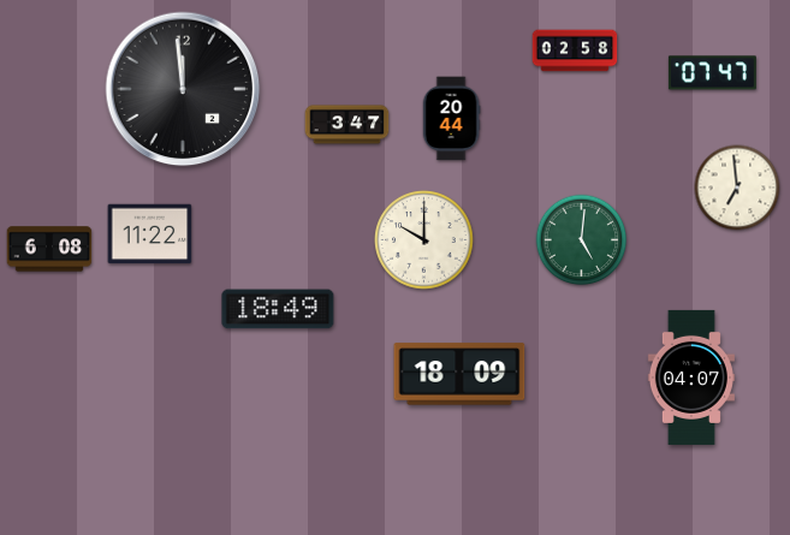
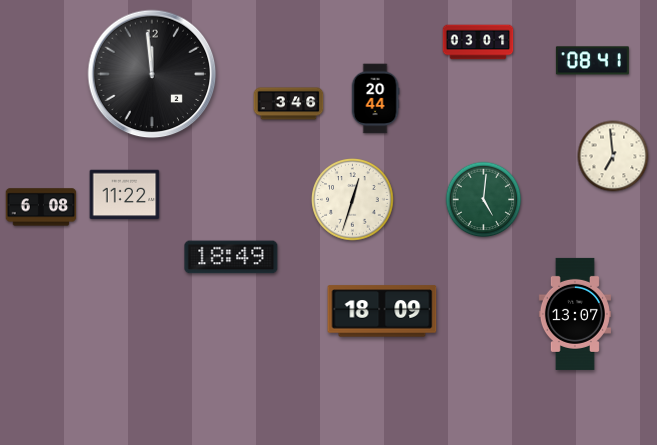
clock at (575, 50): 02:58 -> 03:01
clock at (712, 73): 07:47 -> 08:41
clock at (348, 125): 3:47 -> 3:46
clock at (424, 240): 10:00 -> 12:33
clock at (691, 378): 04:07 -> 13:07
